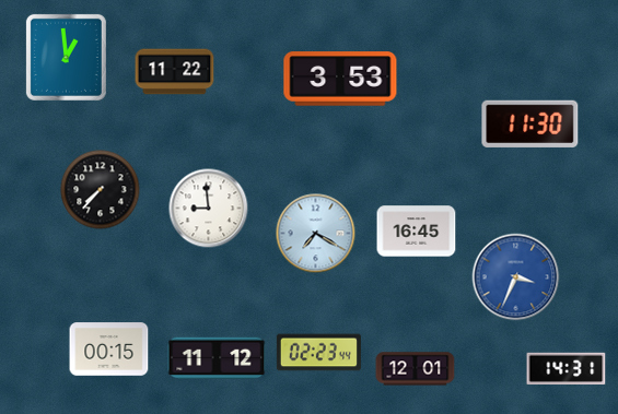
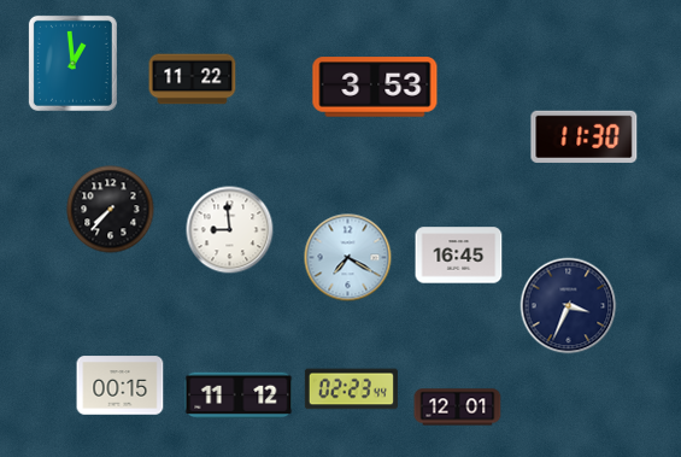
clock at (516, 277) dial: blue -> navy
clock at (567, 368): 14:31 -> none
